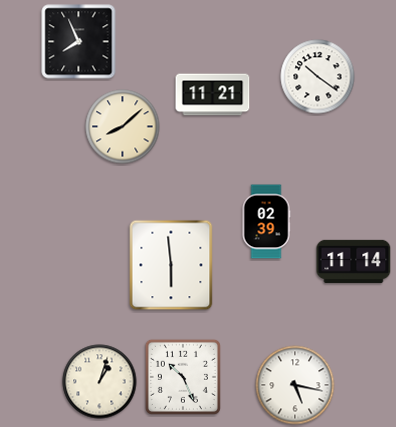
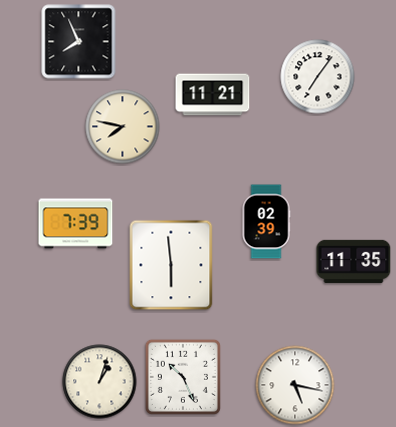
clock at (318, 77): 10:21 -> 7:06
clock at (123, 127): 8:08 -> 7:47
clock at (76, 224): none -> 7:39
clock at (354, 261): 11:14 -> 11:35
